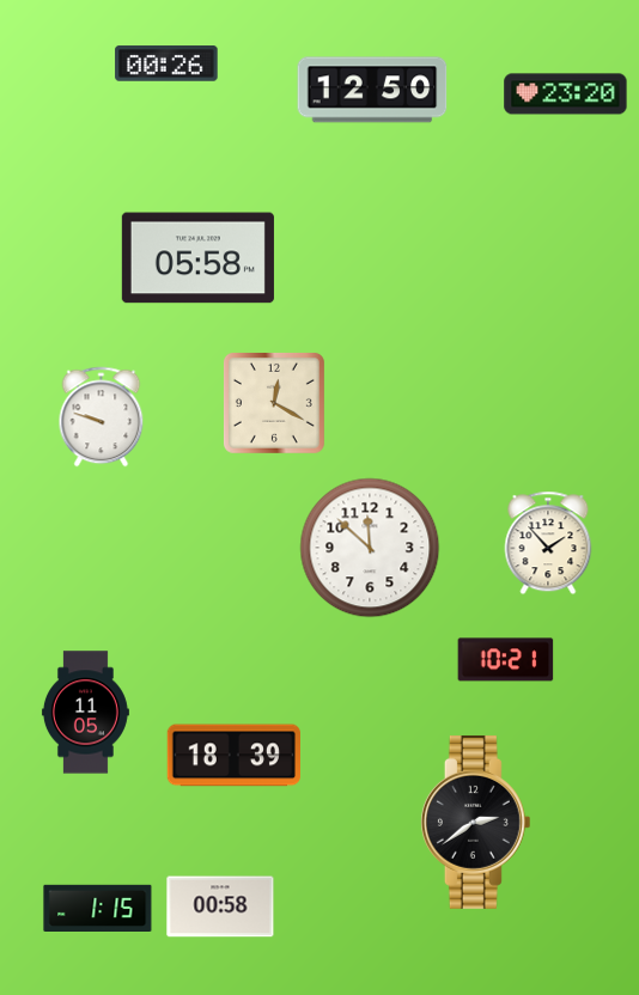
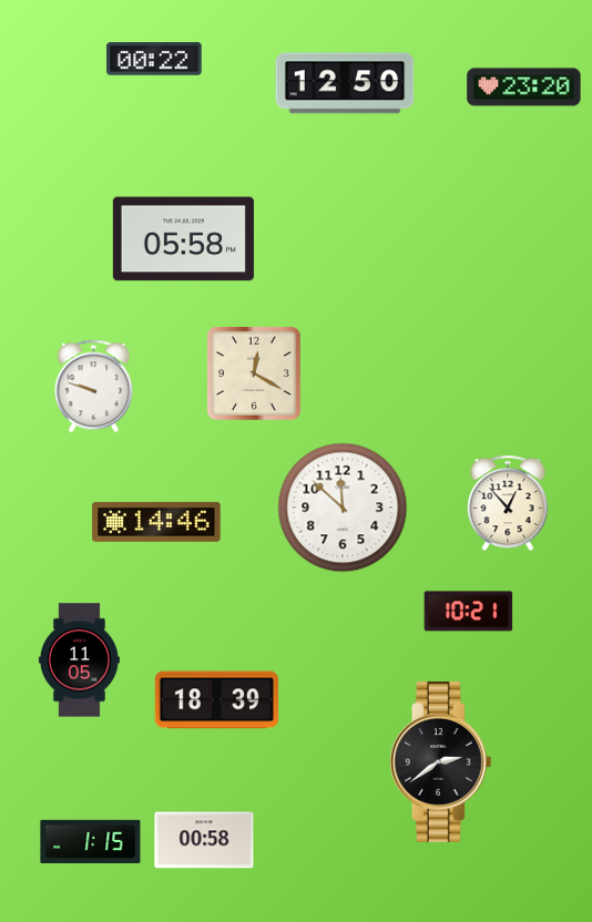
clock at (166, 63): 00:26 -> 00:22
clock at (548, 543): 1:53 -> 12:53
clock at (156, 522): none -> 14:46
